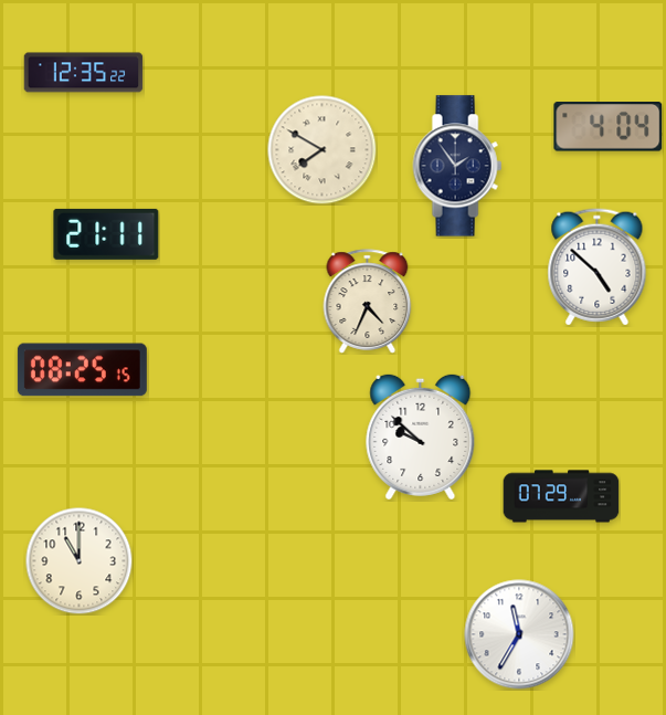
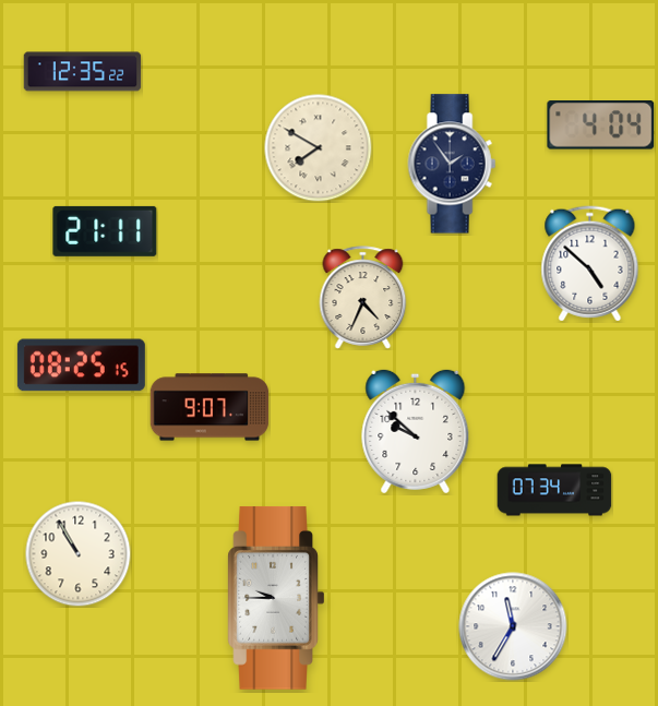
clock at (210, 407): none -> 9:07
clock at (561, 496): 07:29 -> 07:34
clock at (78, 560): 11:00 -> 10:55
clock at (276, 598): none -> 9:45
